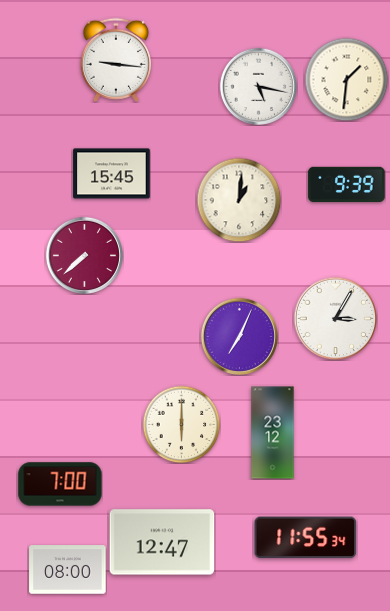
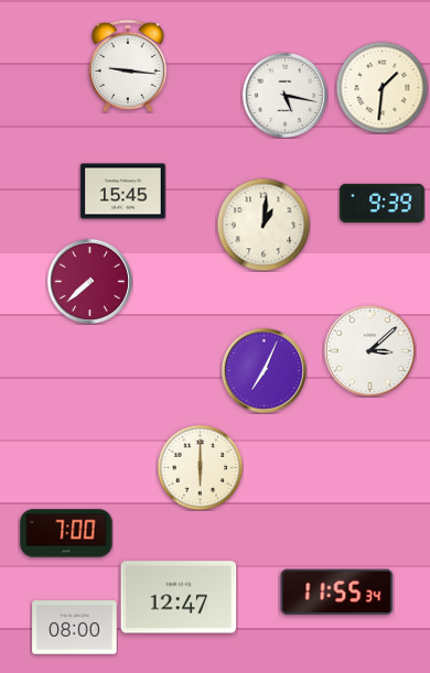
clock at (239, 200) position: (239, 200) -> (264, 225)
clock at (84, 255) position: (84, 255) -> (89, 281)
clock at (335, 318): 3:05 -> 3:08
clock at (273, 433): 23:12 -> none
